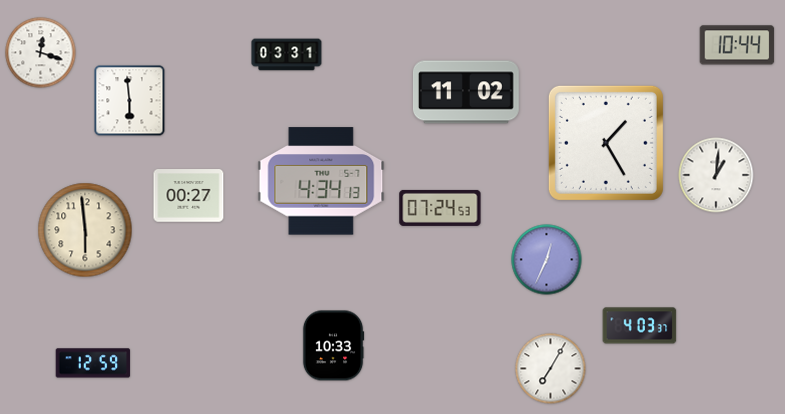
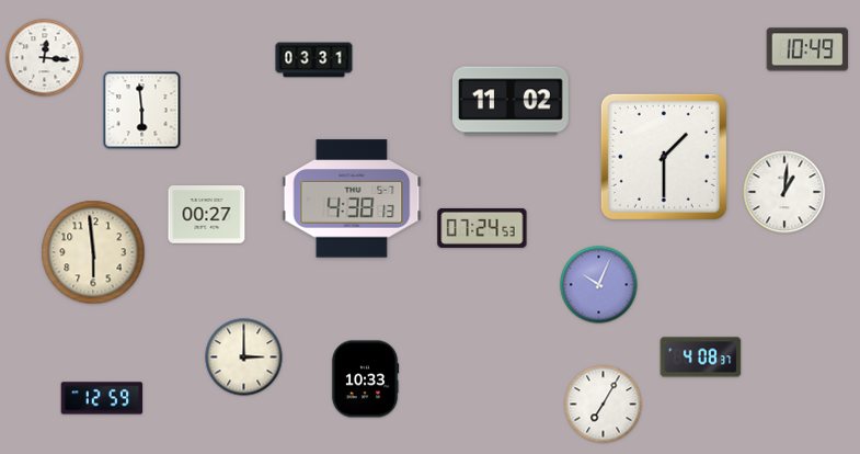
clock at (737, 45): 10:44 -> 10:49
clock at (41, 53): 12:18 -> 12:16
clock at (606, 143): 1:25 -> 1:30
clock at (321, 181): 4:34 -> 4:38
clock at (547, 260): 12:34 -> 10:04
clock at (244, 357): none -> 3:00
clock at (640, 326): 4:03 -> 4:08
